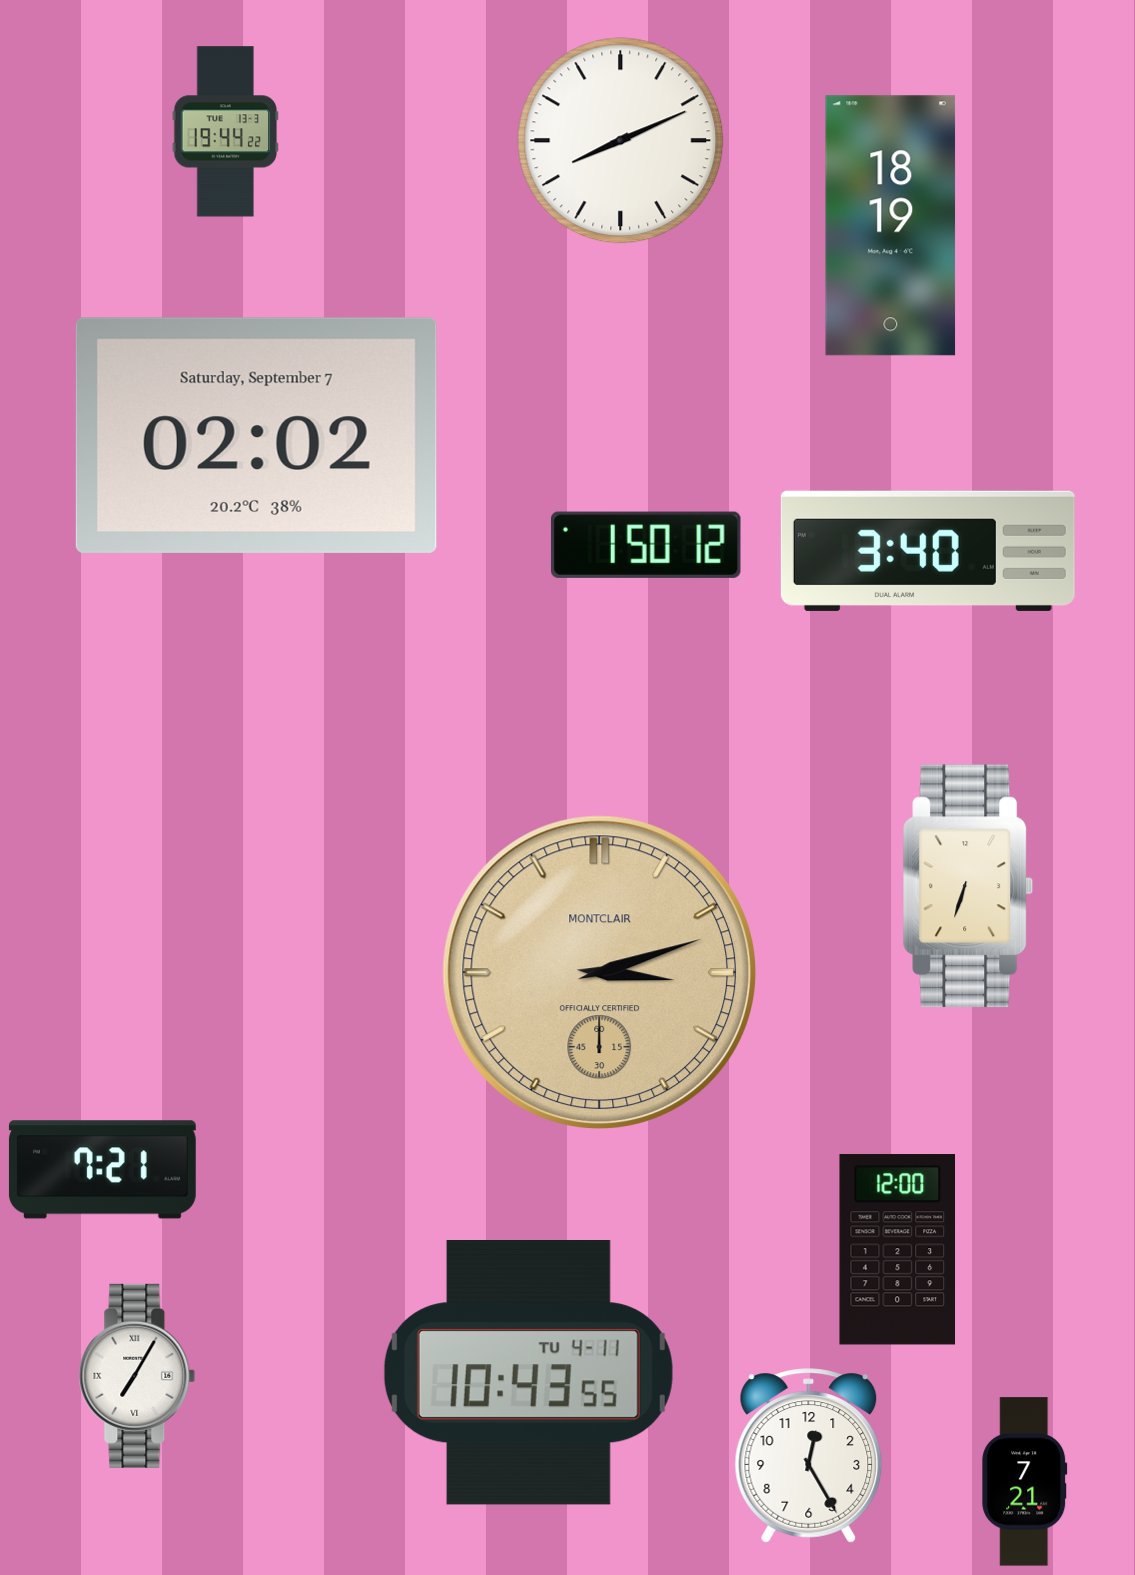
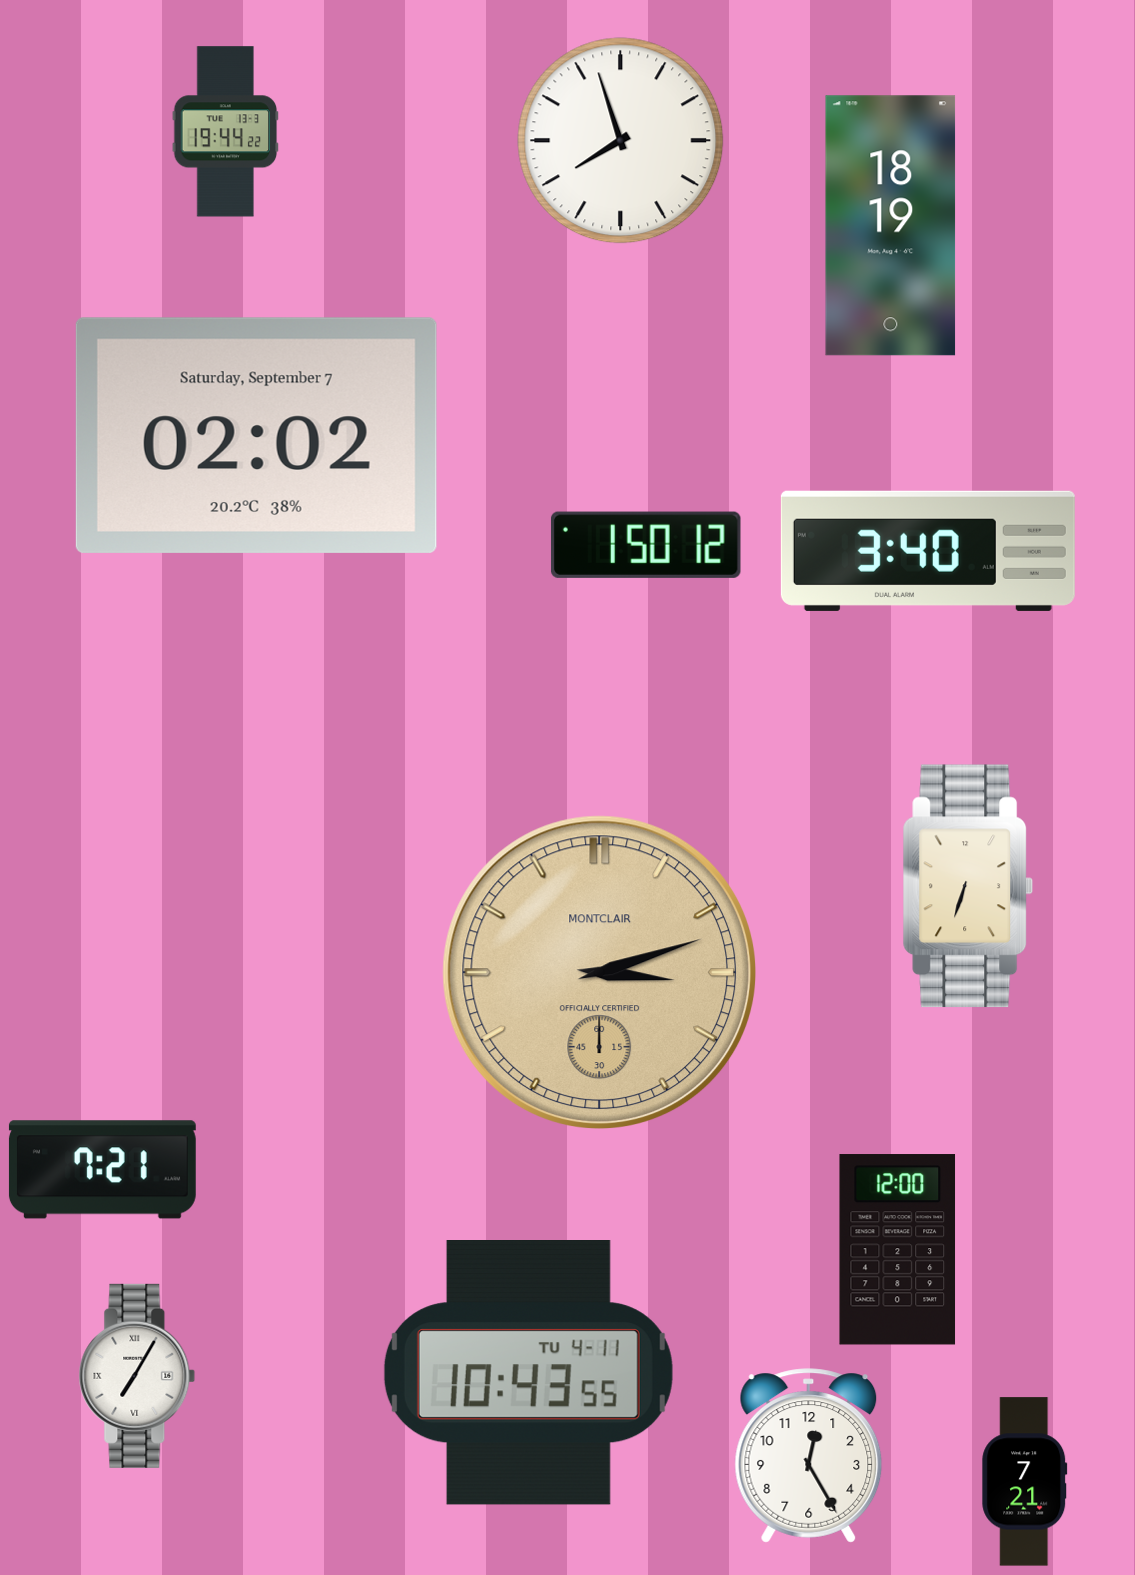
clock at (621, 141): 8:11 -> 7:57
